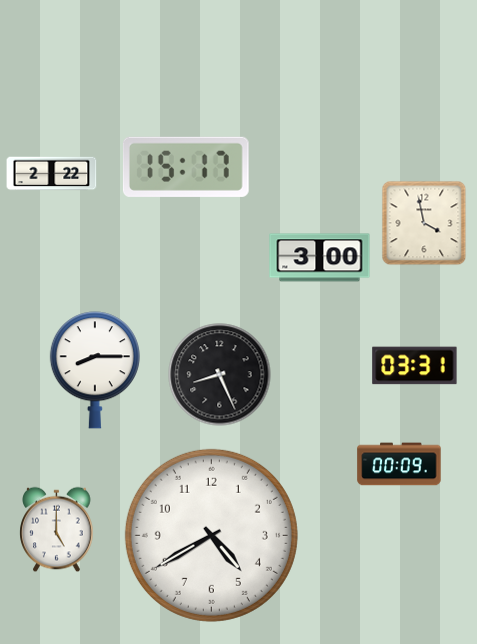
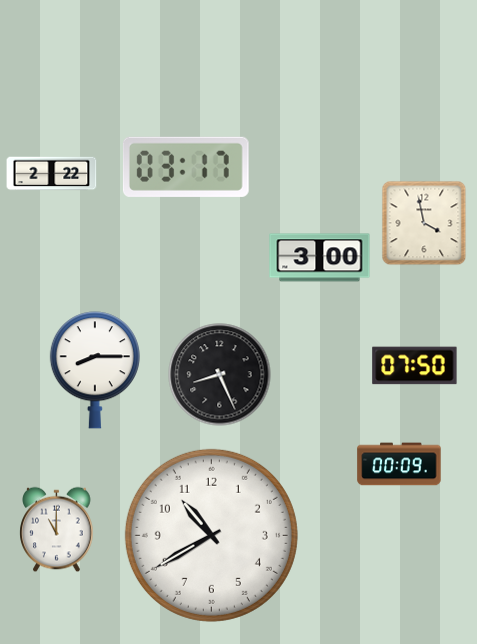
clock at (186, 167): 15:17 -> 03:17
clock at (415, 366): 03:31 -> 07:50
clock at (57, 530): 5:00 -> 11:00
clock at (211, 535): 4:40 -> 10:40
